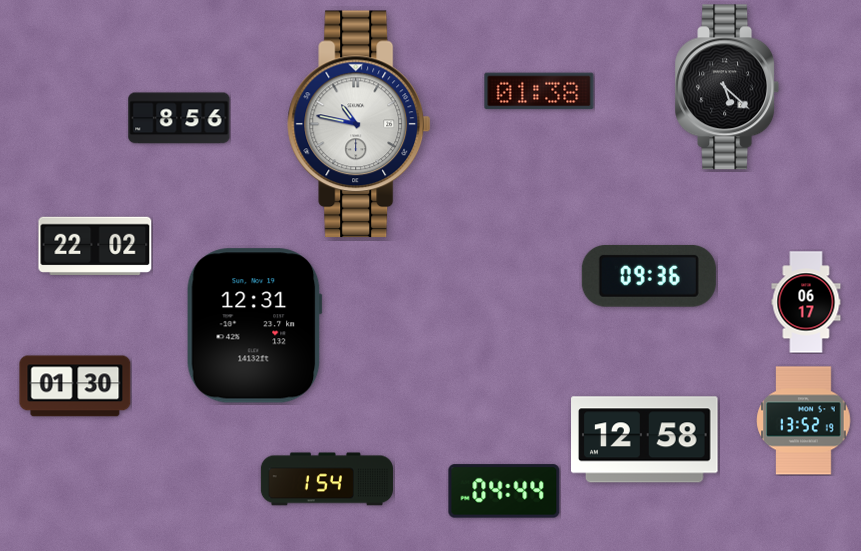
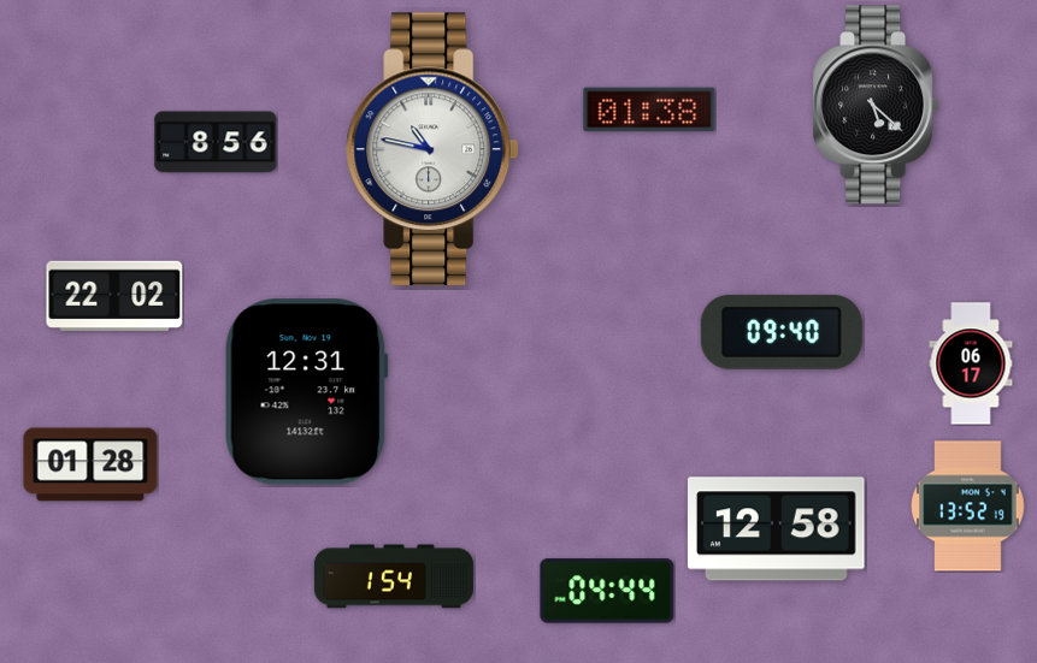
clock at (649, 276): 09:36 -> 09:40
clock at (75, 386): 01:30 -> 01:28
